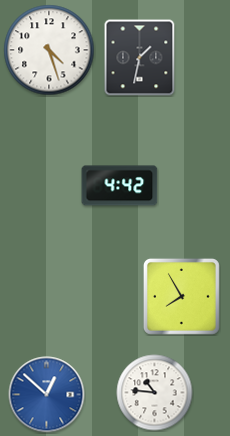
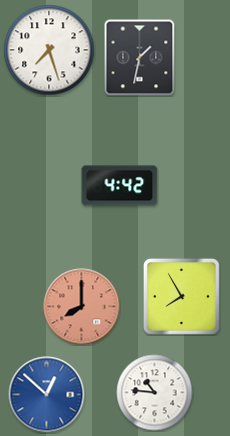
clock at (49, 50): 4:27 -> 7:27
clock at (82, 307): none -> 8:00
